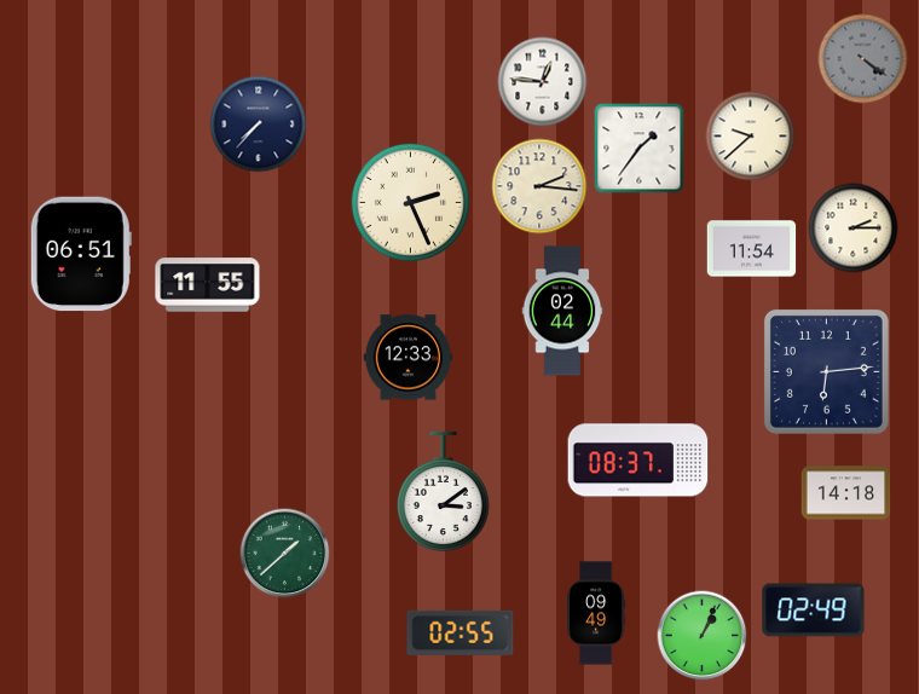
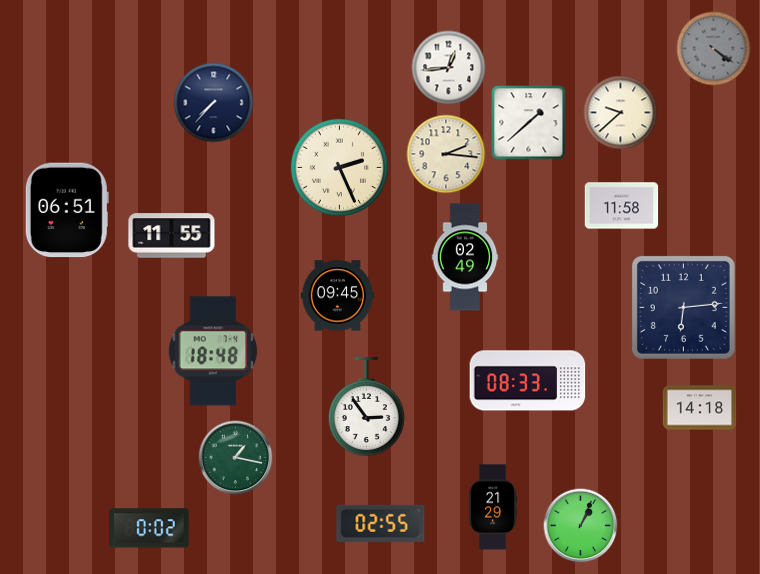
clock at (543, 82): 12:46 -> 12:44
clock at (640, 149): 1:36 -> 1:38
clock at (854, 229): 2:15 -> none
clock at (752, 249): 11:54 -> 11:58
clock at (562, 311): 02:44 -> 02:49
clock at (409, 358): 12:33 -> 09:45
clock at (213, 351): none -> 18:48
clock at (638, 461): 08:37 -> 08:33
clock at (443, 492): 3:09 -> 2:54
clock at (285, 554): 1:38 -> 1:17
clock at (814, 611): 02:49 -> none
clock at (596, 613): 09:49 -> 21:29
clock at (149, 528): none -> 0:02
